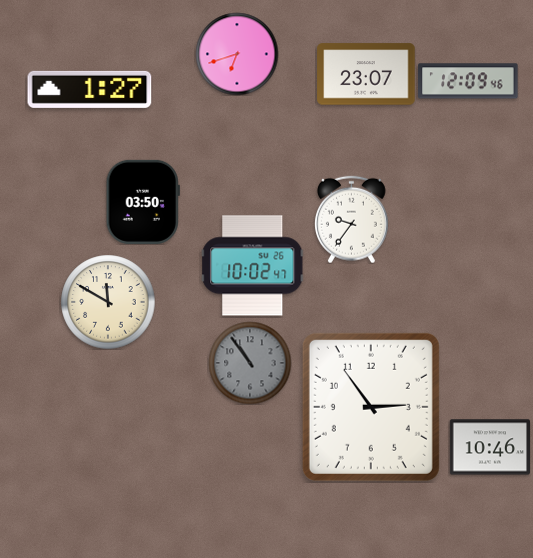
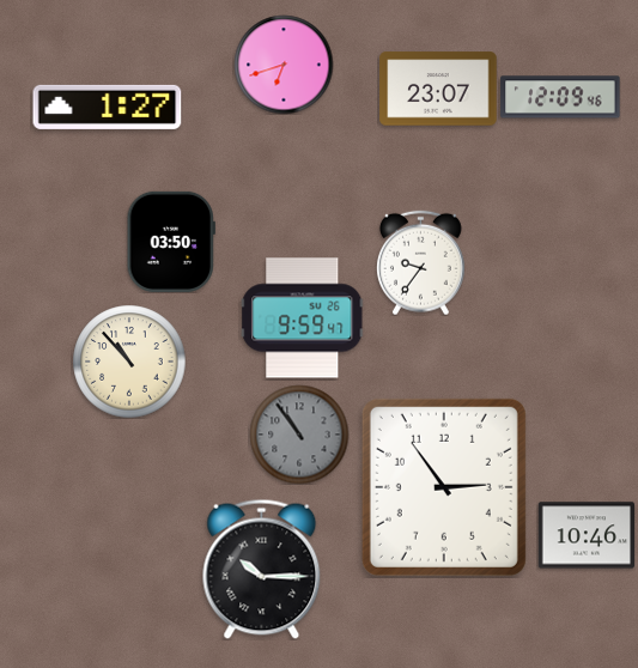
clock at (252, 266): 10:02 -> 9:59
clock at (108, 302): 11:50 -> 10:53
clock at (262, 569): none -> 10:15
